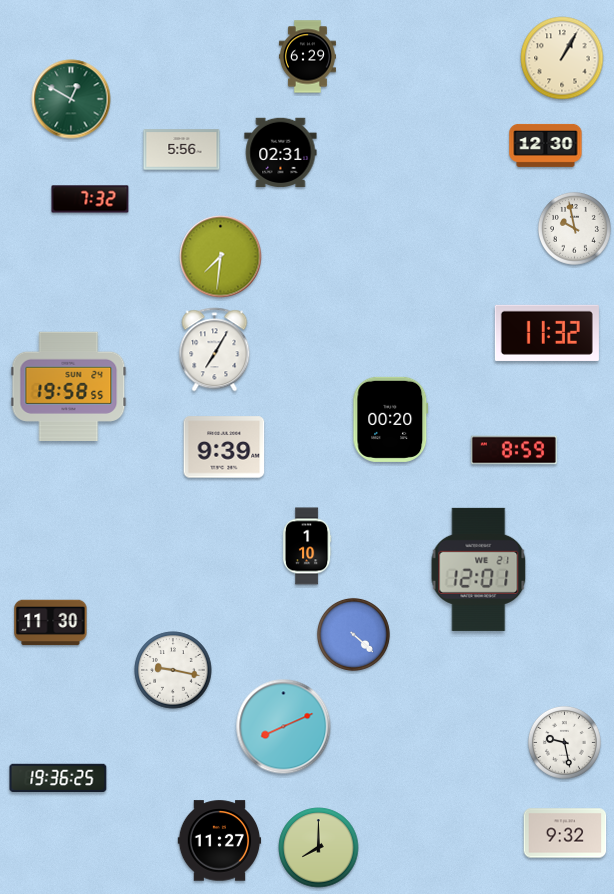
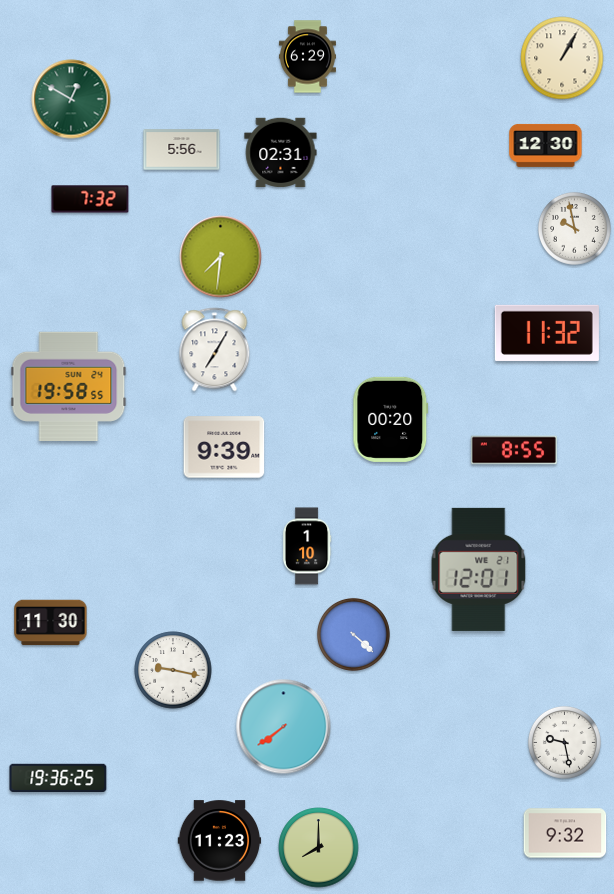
clock at (514, 450): 8:59 -> 8:55
clock at (284, 727): 8:11 -> 7:39
clock at (220, 841): 11:27 -> 11:23
